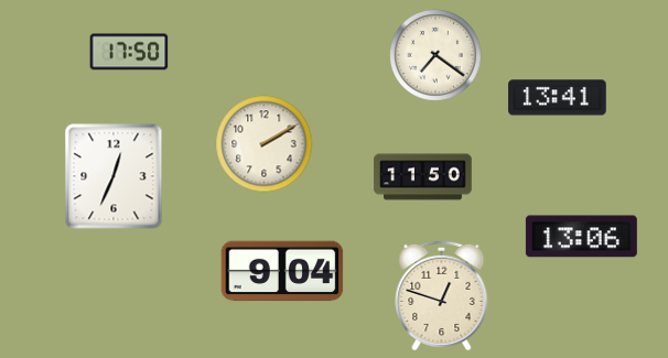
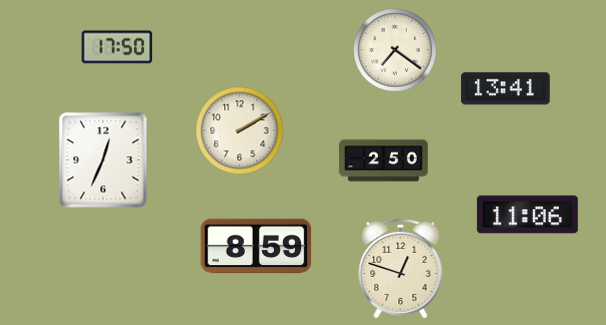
clock at (423, 177): 11:50 -> 2:50
clock at (581, 237): 13:06 -> 11:06
clock at (282, 271): 9:04 -> 8:59
